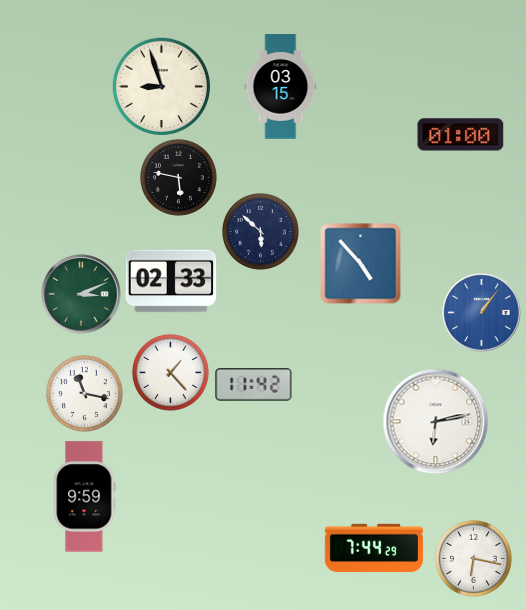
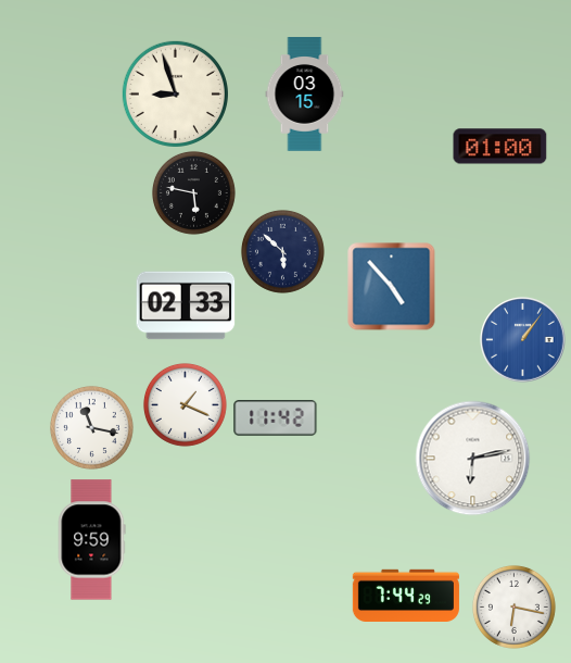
clock at (81, 294): 3:11 -> none
clock at (170, 372): 1:23 -> 1:19
